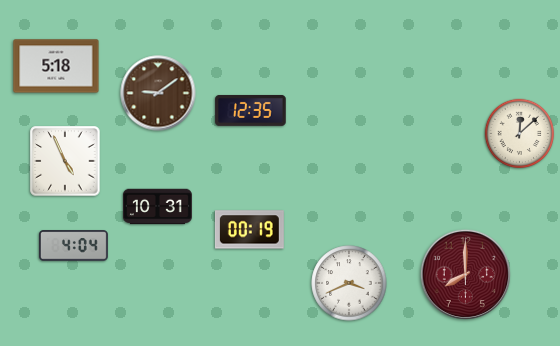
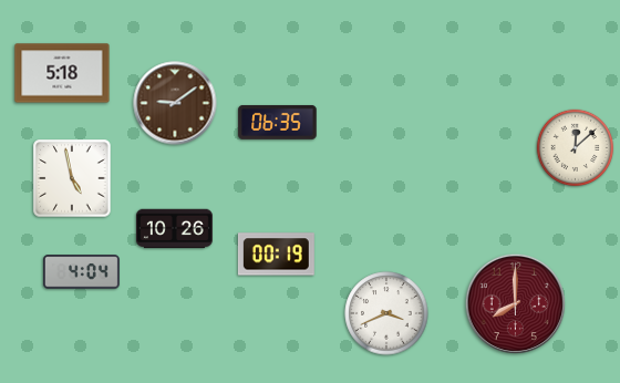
clock at (251, 110): 12:35 -> 06:35
clock at (65, 161): 4:56 -> 4:58
clock at (157, 207): 10:31 -> 10:26
